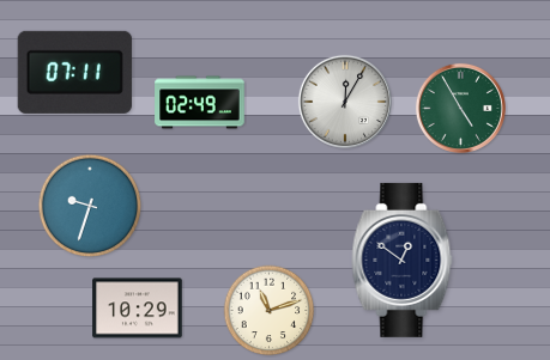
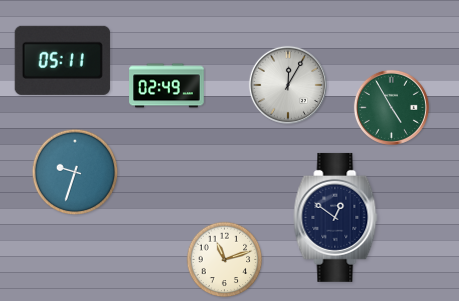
clock at (74, 72): 07:11 -> 05:11
clock at (460, 108) position: (460, 108) -> (391, 107)
clock at (138, 309): 10:29 -> none
